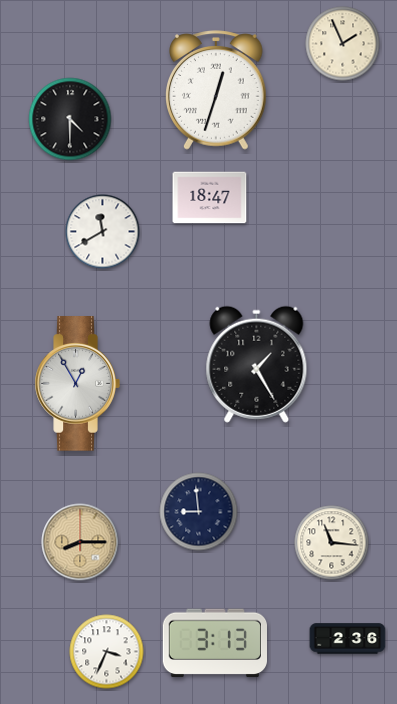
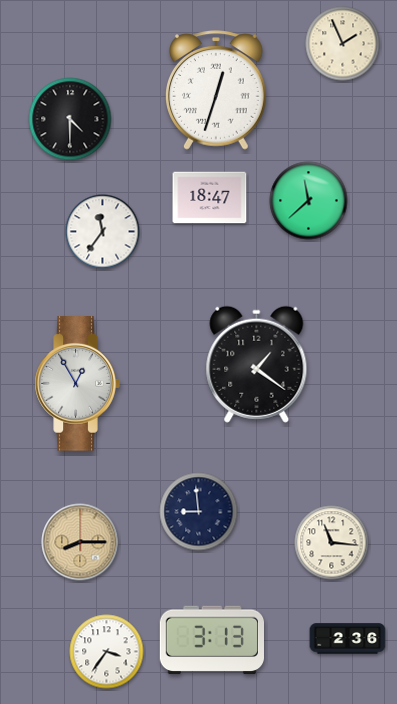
clock at (309, 201): none -> 11:38
clock at (103, 232): 11:40 -> 11:36
clock at (257, 364): 1:25 -> 1:21
clock at (214, 643) position: (214, 643) -> (211, 640)
clock at (107, 652): 3:34 -> 3:36
